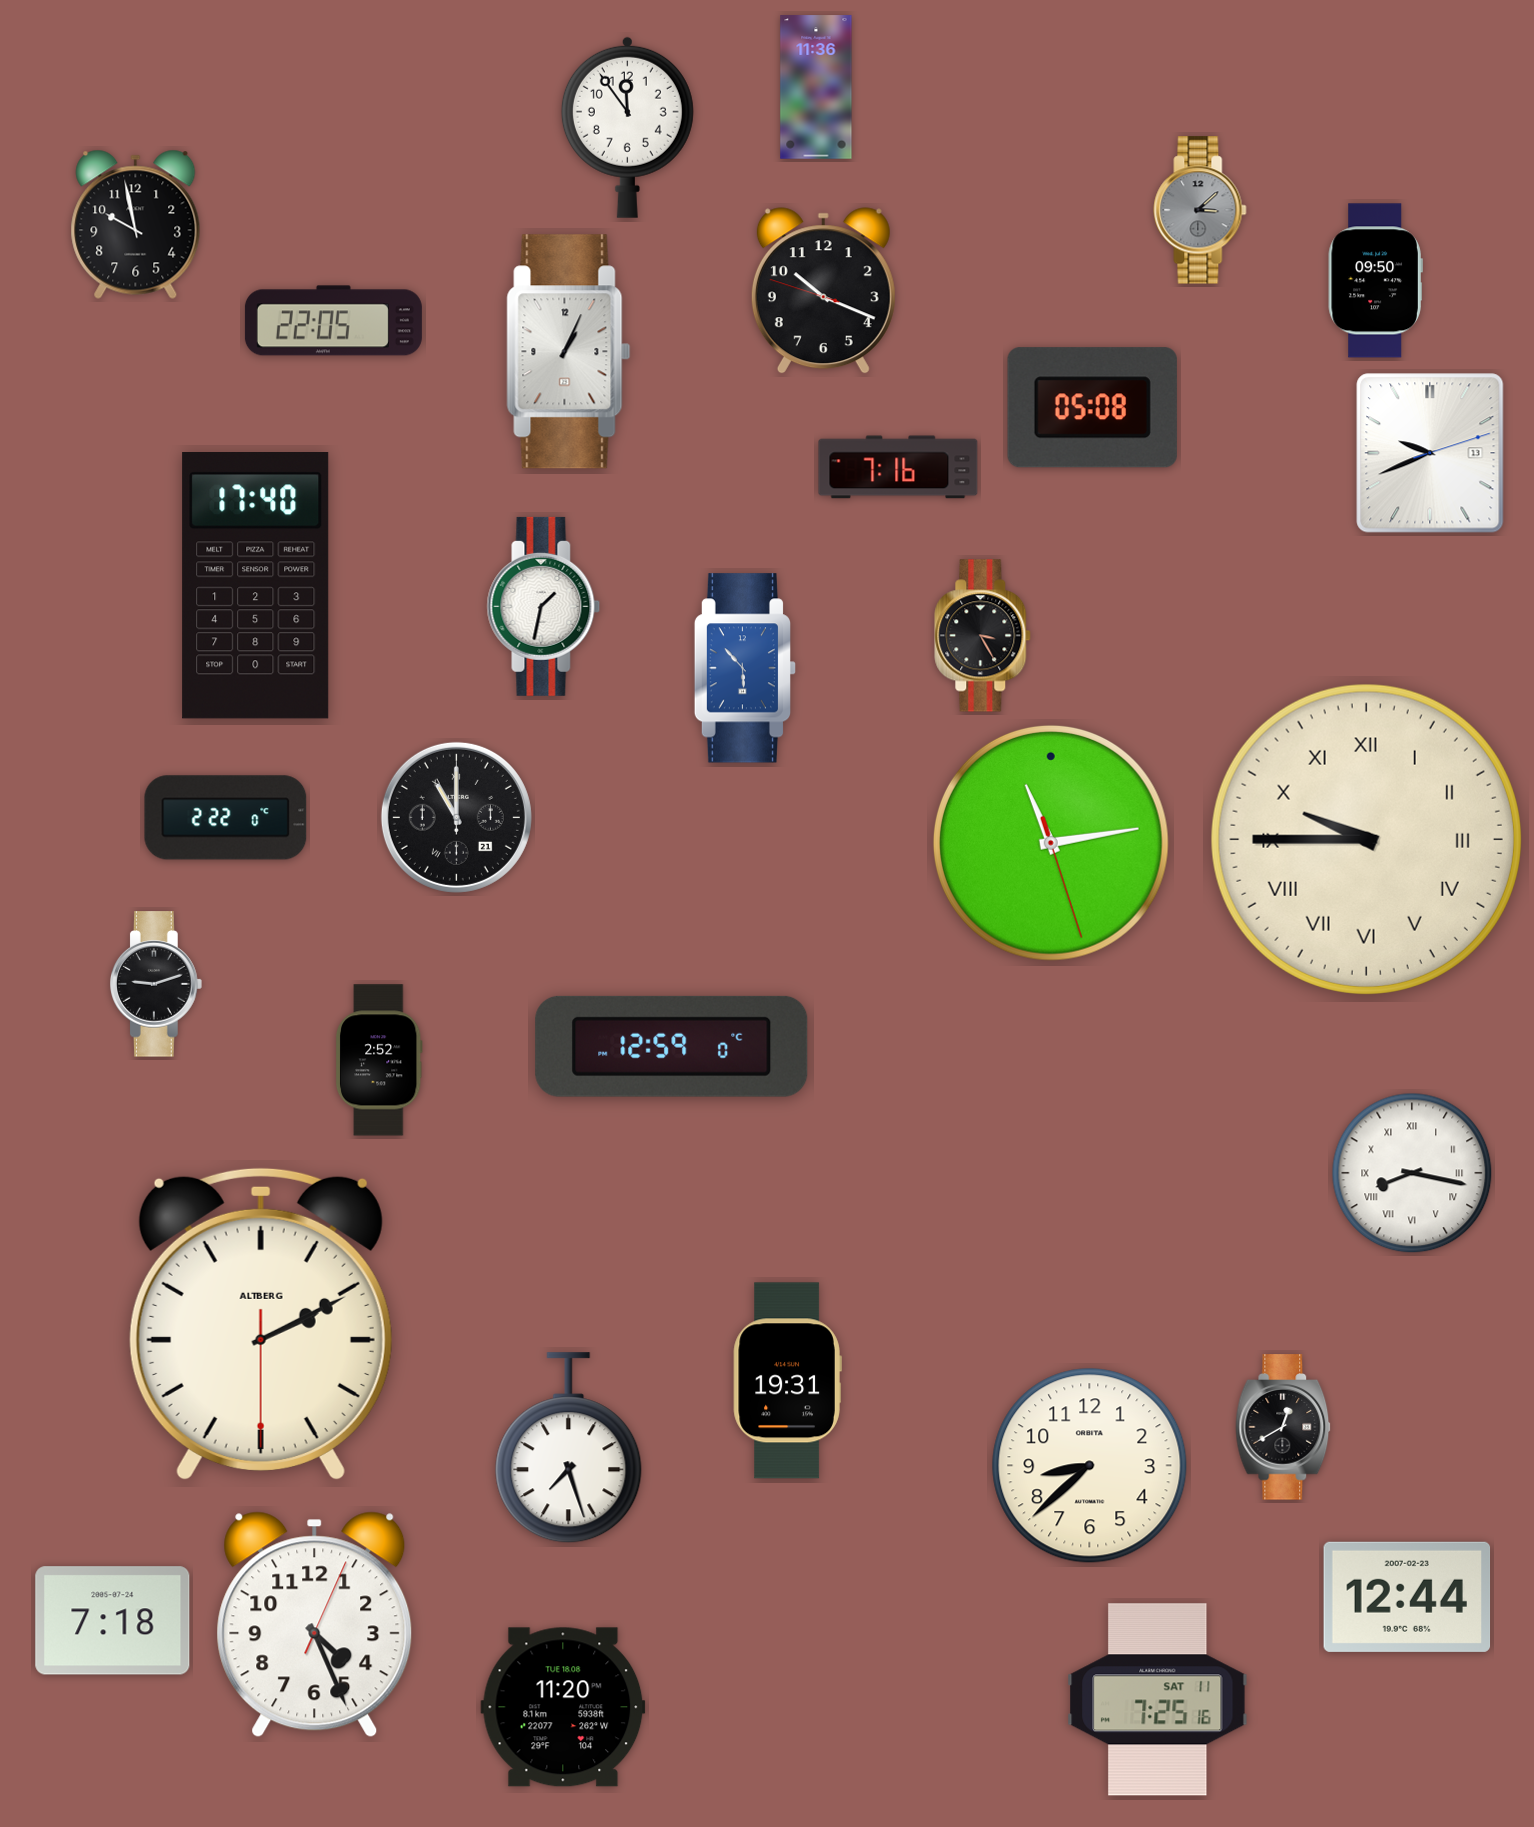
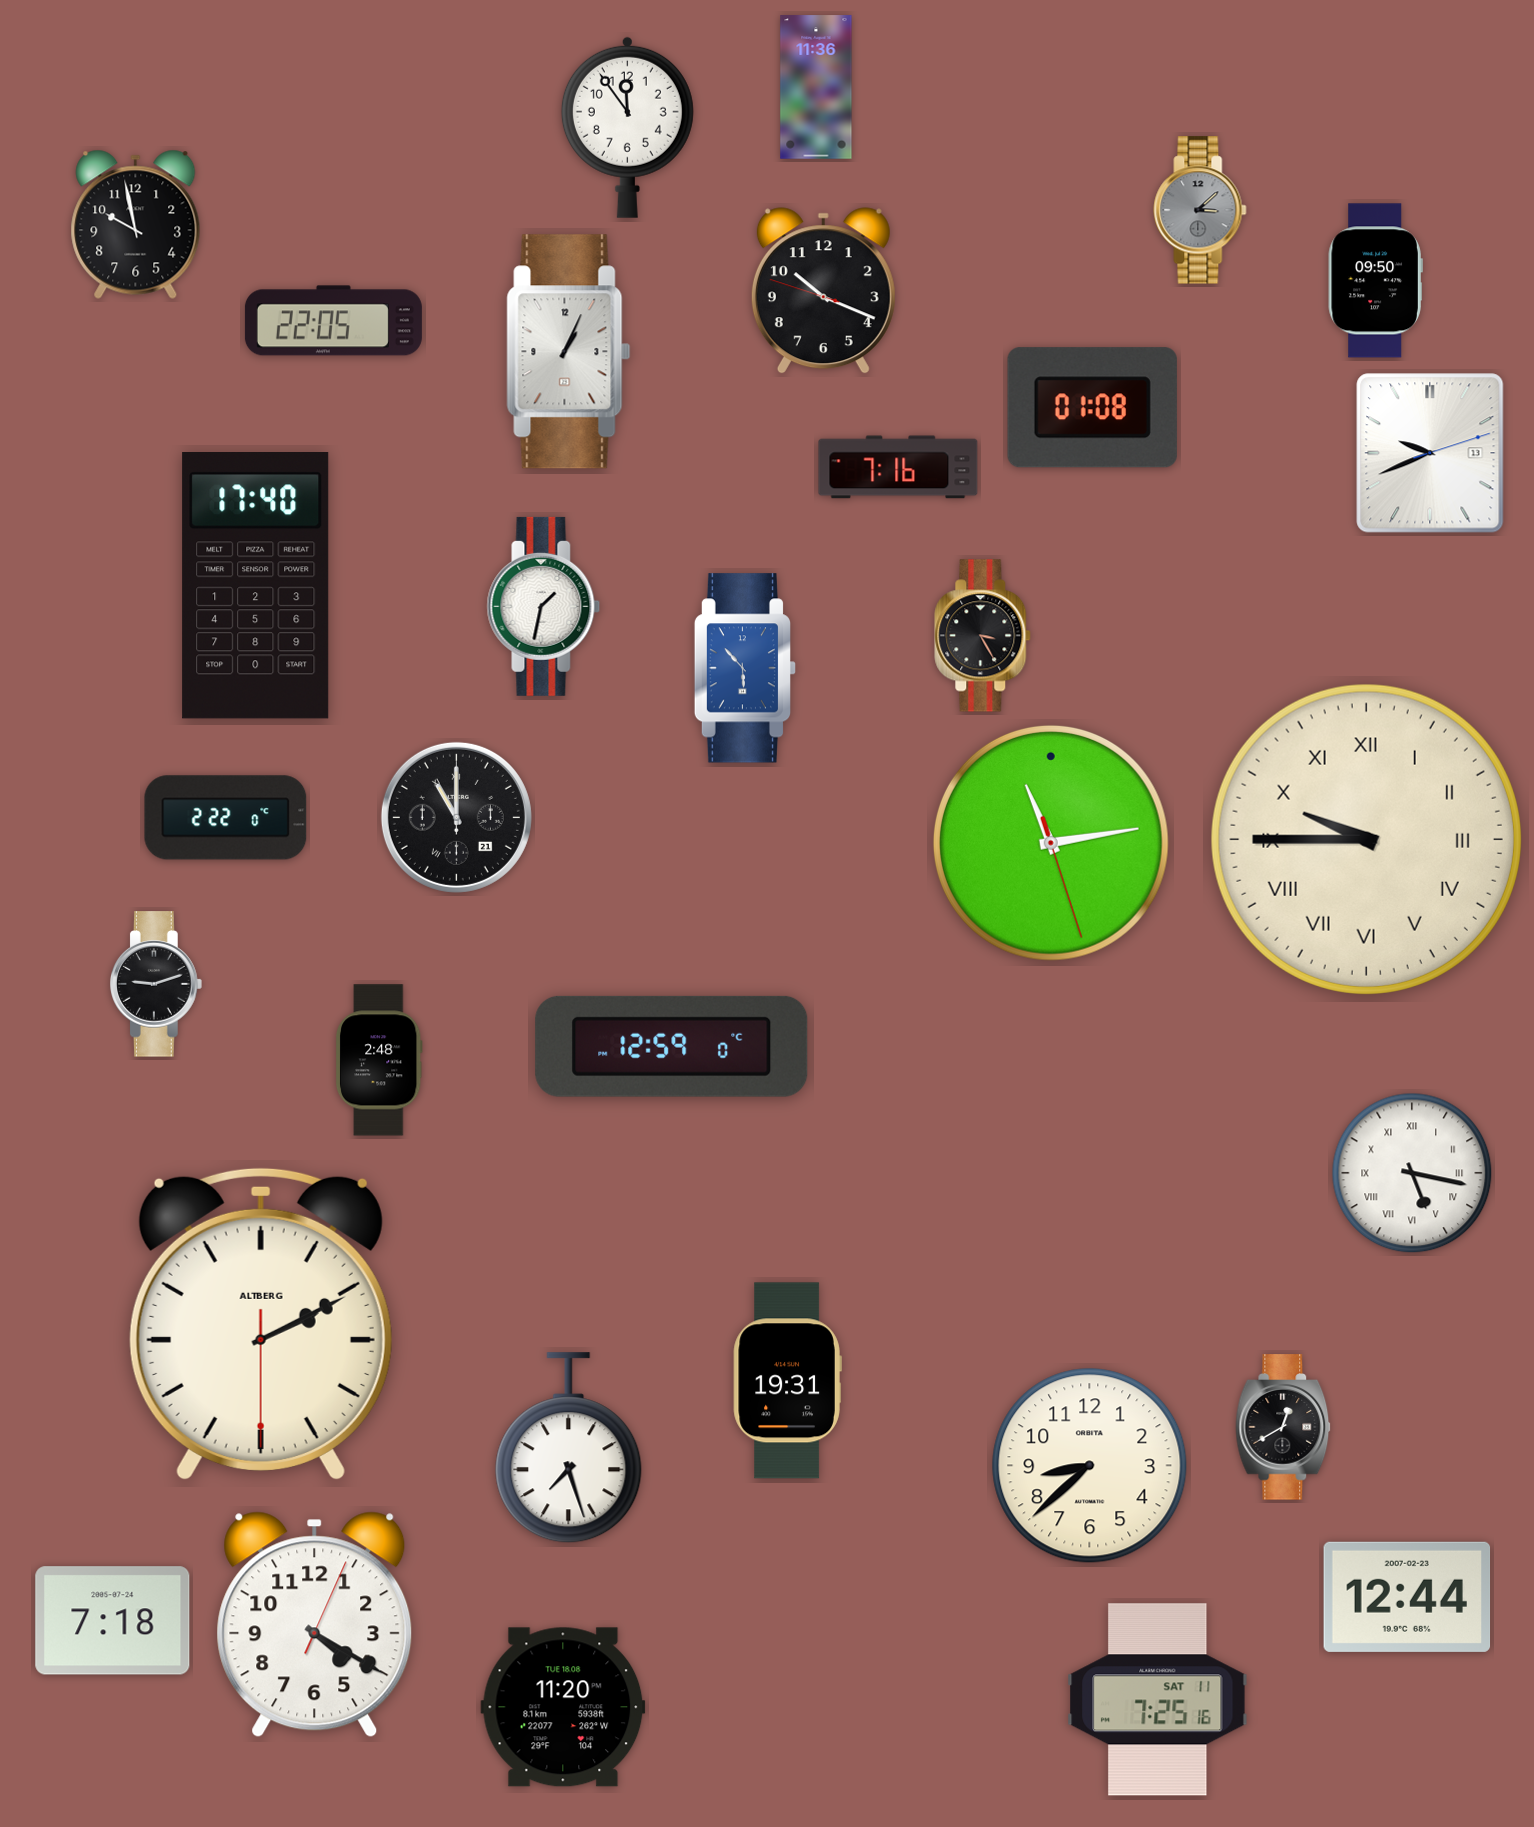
clock at (1092, 408): 05:08 -> 01:08
clock at (379, 1060): 2:52 -> 2:48
clock at (1412, 1173): 8:17 -> 5:17
clock at (315, 1625): 4:26 -> 4:20
